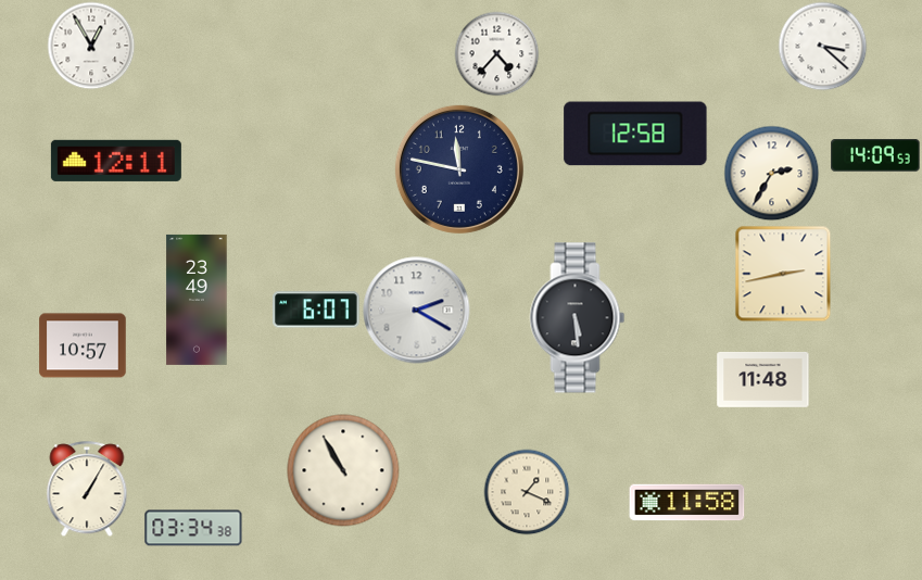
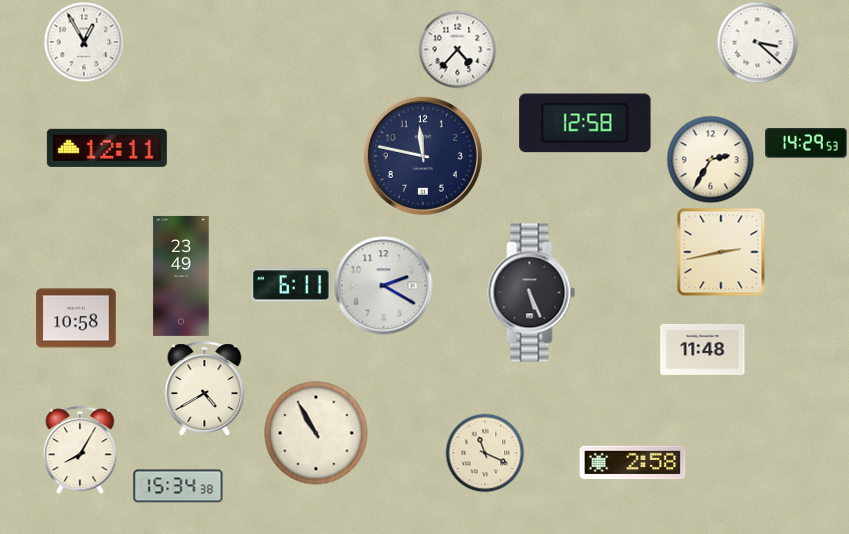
clock at (875, 155): 14:09 -> 14:29
clock at (316, 310): 6:07 -> 6:11
clock at (578, 318): 5:29 -> 5:26
clock at (83, 345): 10:57 -> 10:58
clock at (205, 389): none -> 4:40
clock at (87, 489): 1:05 -> 8:05
clock at (527, 492): 1:19 -> 11:19
clock at (687, 503): 11:58 -> 2:58
clock at (193, 528): 03:34 -> 15:34
